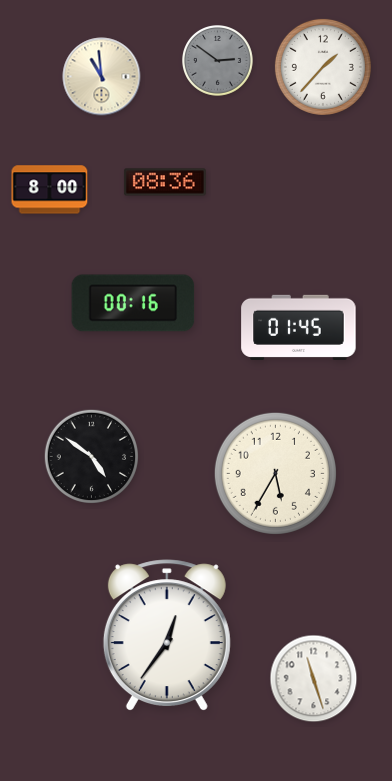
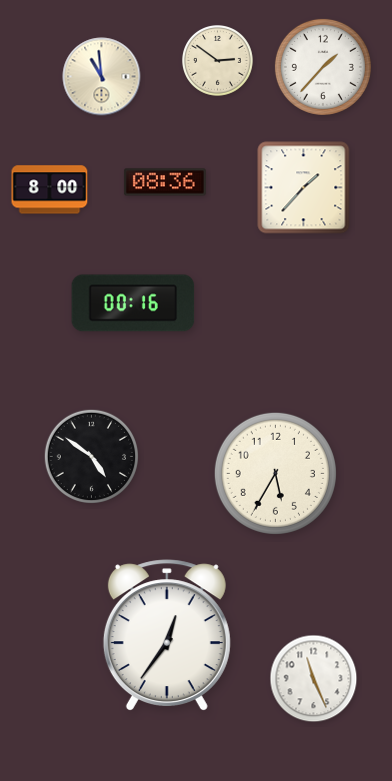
clock at (218, 61) dial: grey -> cream
clock at (304, 188): none -> 1:37
clock at (299, 327): 01:45 -> none
clock at (314, 679): 11:27 -> 11:26
